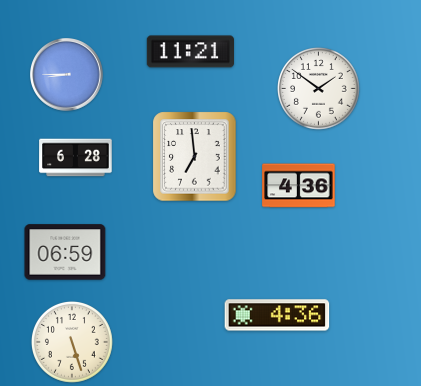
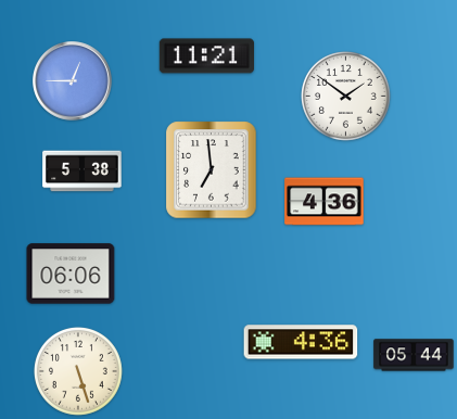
clock at (67, 75): 8:45 -> 12:45
clock at (76, 158): 6:28 -> 5:38
clock at (65, 252): 06:59 -> 06:06
clock at (414, 355): none -> 05:44
